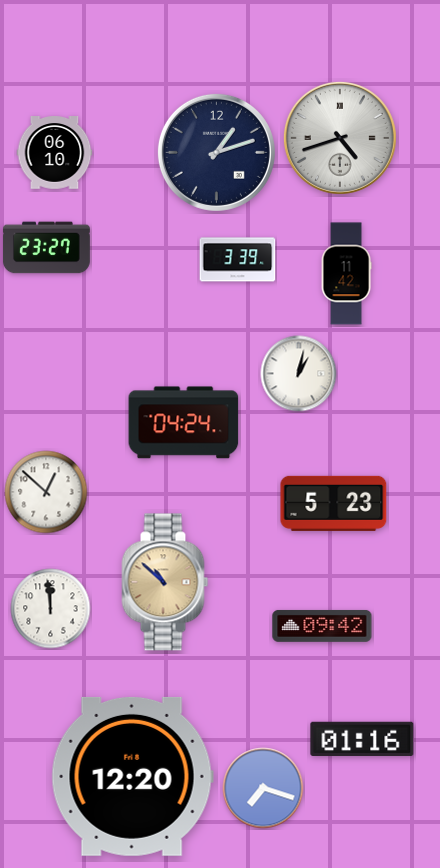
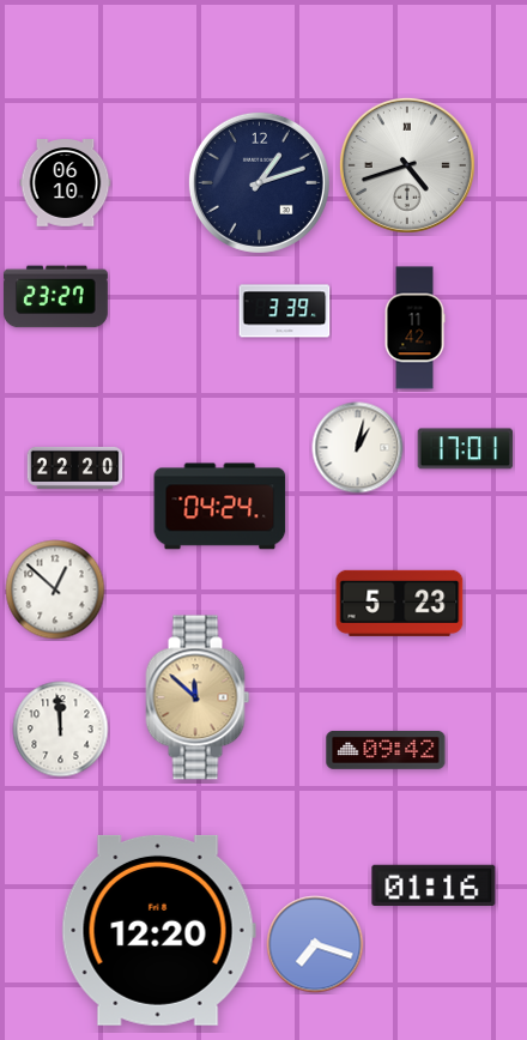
clock at (466, 449): none -> 17:01
clock at (75, 467): none -> 22:20
clock at (165, 582): 10:52 -> 11:52
